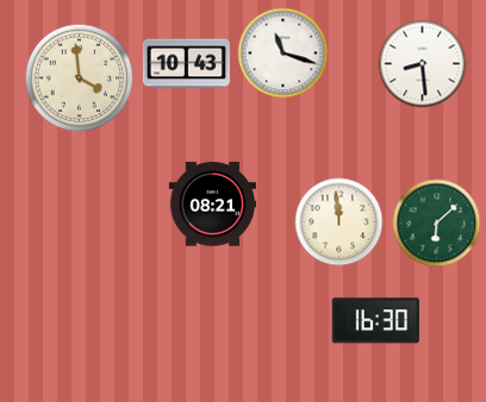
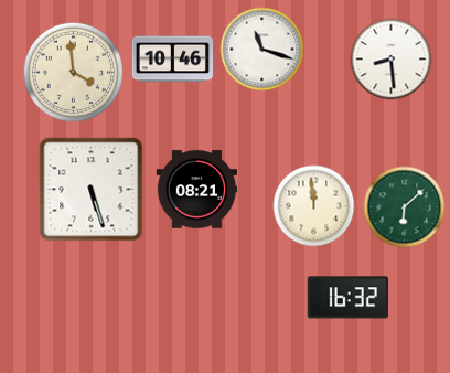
clock at (186, 64): 10:43 -> 10:46
clock at (92, 190): none -> 5:27
clock at (375, 321): 16:30 -> 16:32
